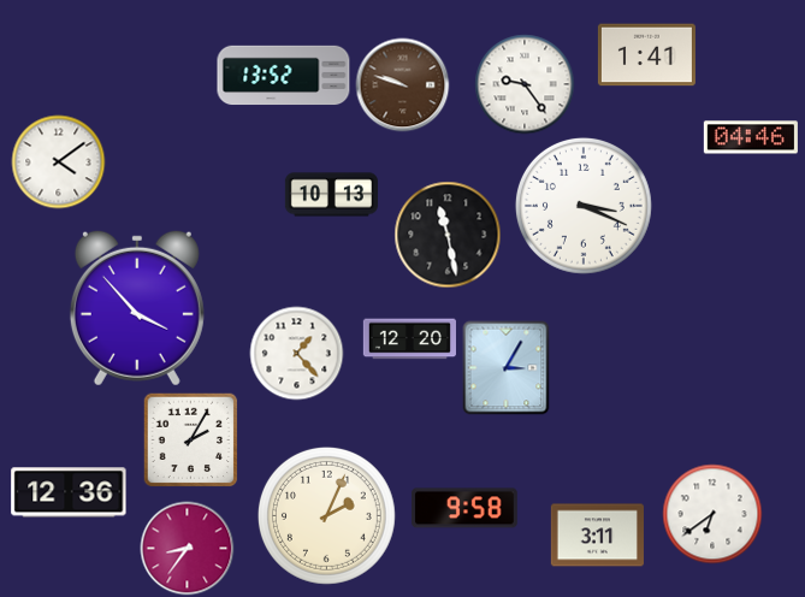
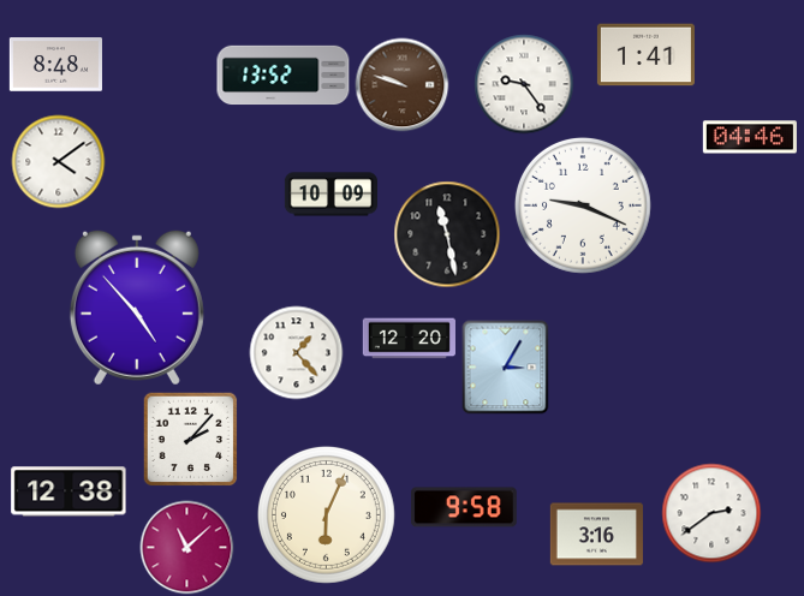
clock at (55, 65): none -> 8:48
clock at (331, 195): 10:13 -> 10:09
clock at (584, 206): 3:19 -> 9:19
clock at (137, 308): 3:53 -> 4:53
clock at (190, 439): 2:05 -> 2:07
clock at (69, 492): 12:36 -> 12:38
clock at (712, 514): 6:39 -> 2:39
clock at (326, 515): 2:04 -> 6:04
clock at (597, 536): 3:11 -> 3:16
clock at (187, 548): 8:36 -> 11:08
